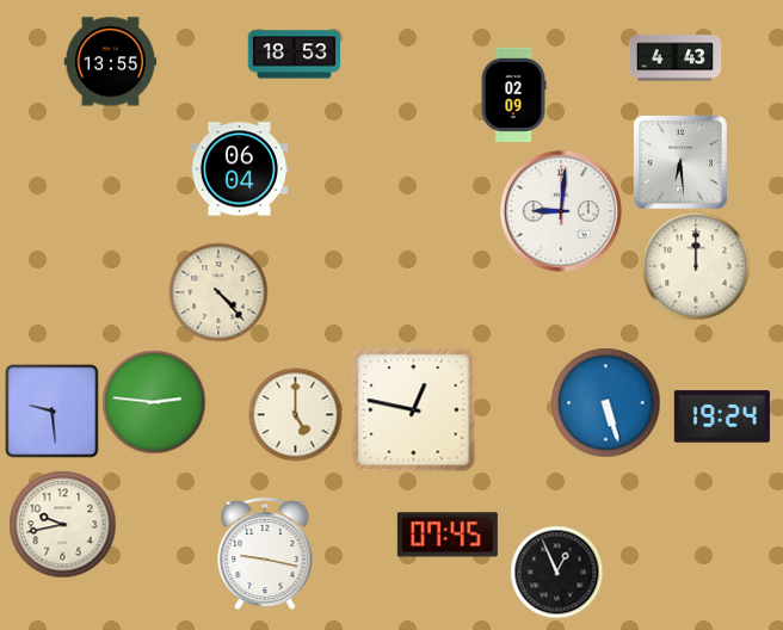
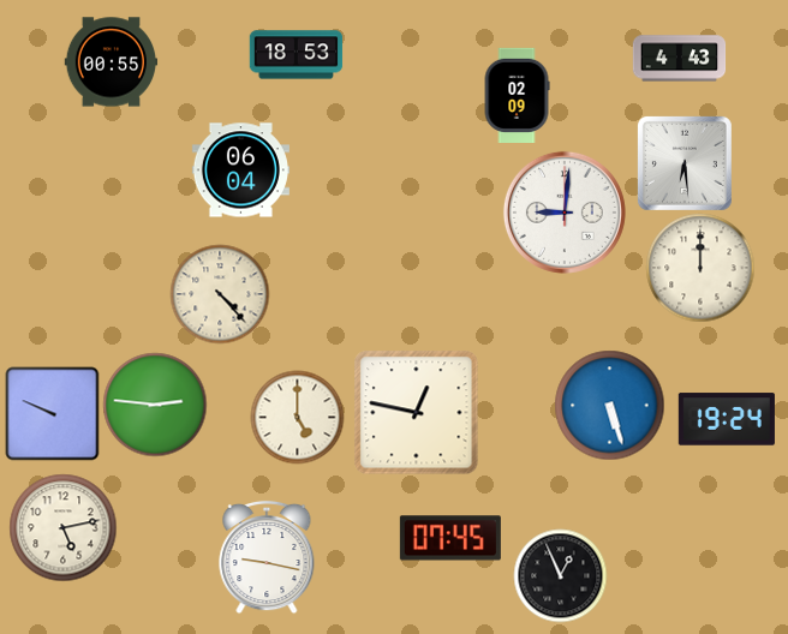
clock at (110, 62): 13:55 -> 00:55
clock at (51, 410): 9:29 -> 9:49
clock at (62, 524): 9:43 -> 5:13
